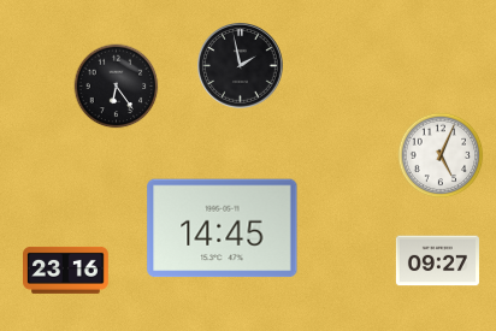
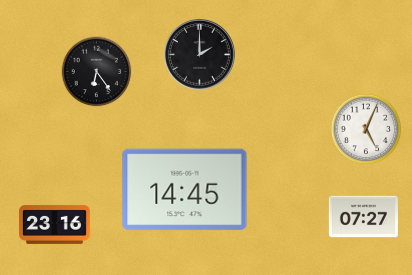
clock at (241, 66): 1:58 -> 2:00
clock at (437, 261): 09:27 -> 07:27
